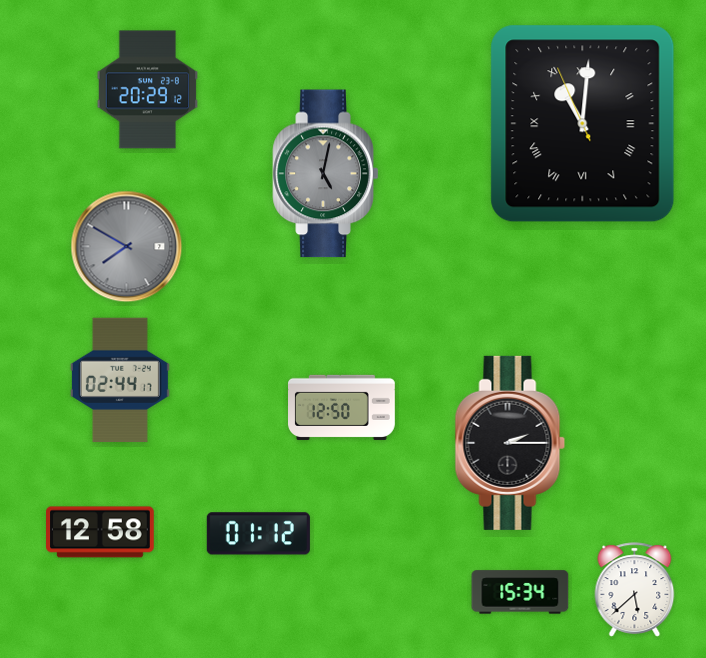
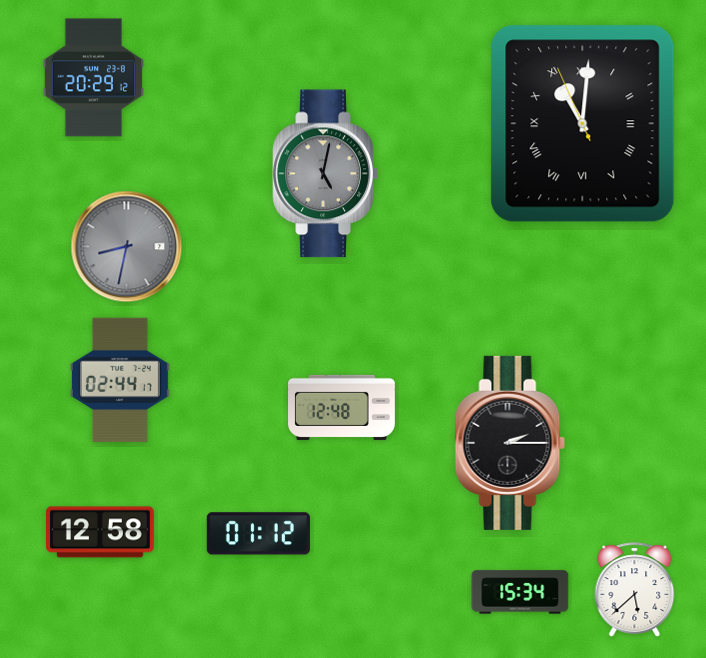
clock at (147, 90) position: (147, 90) -> (93, 78)
clock at (127, 247): 7:50 -> 8:32
clock at (342, 407): 12:50 -> 12:48
